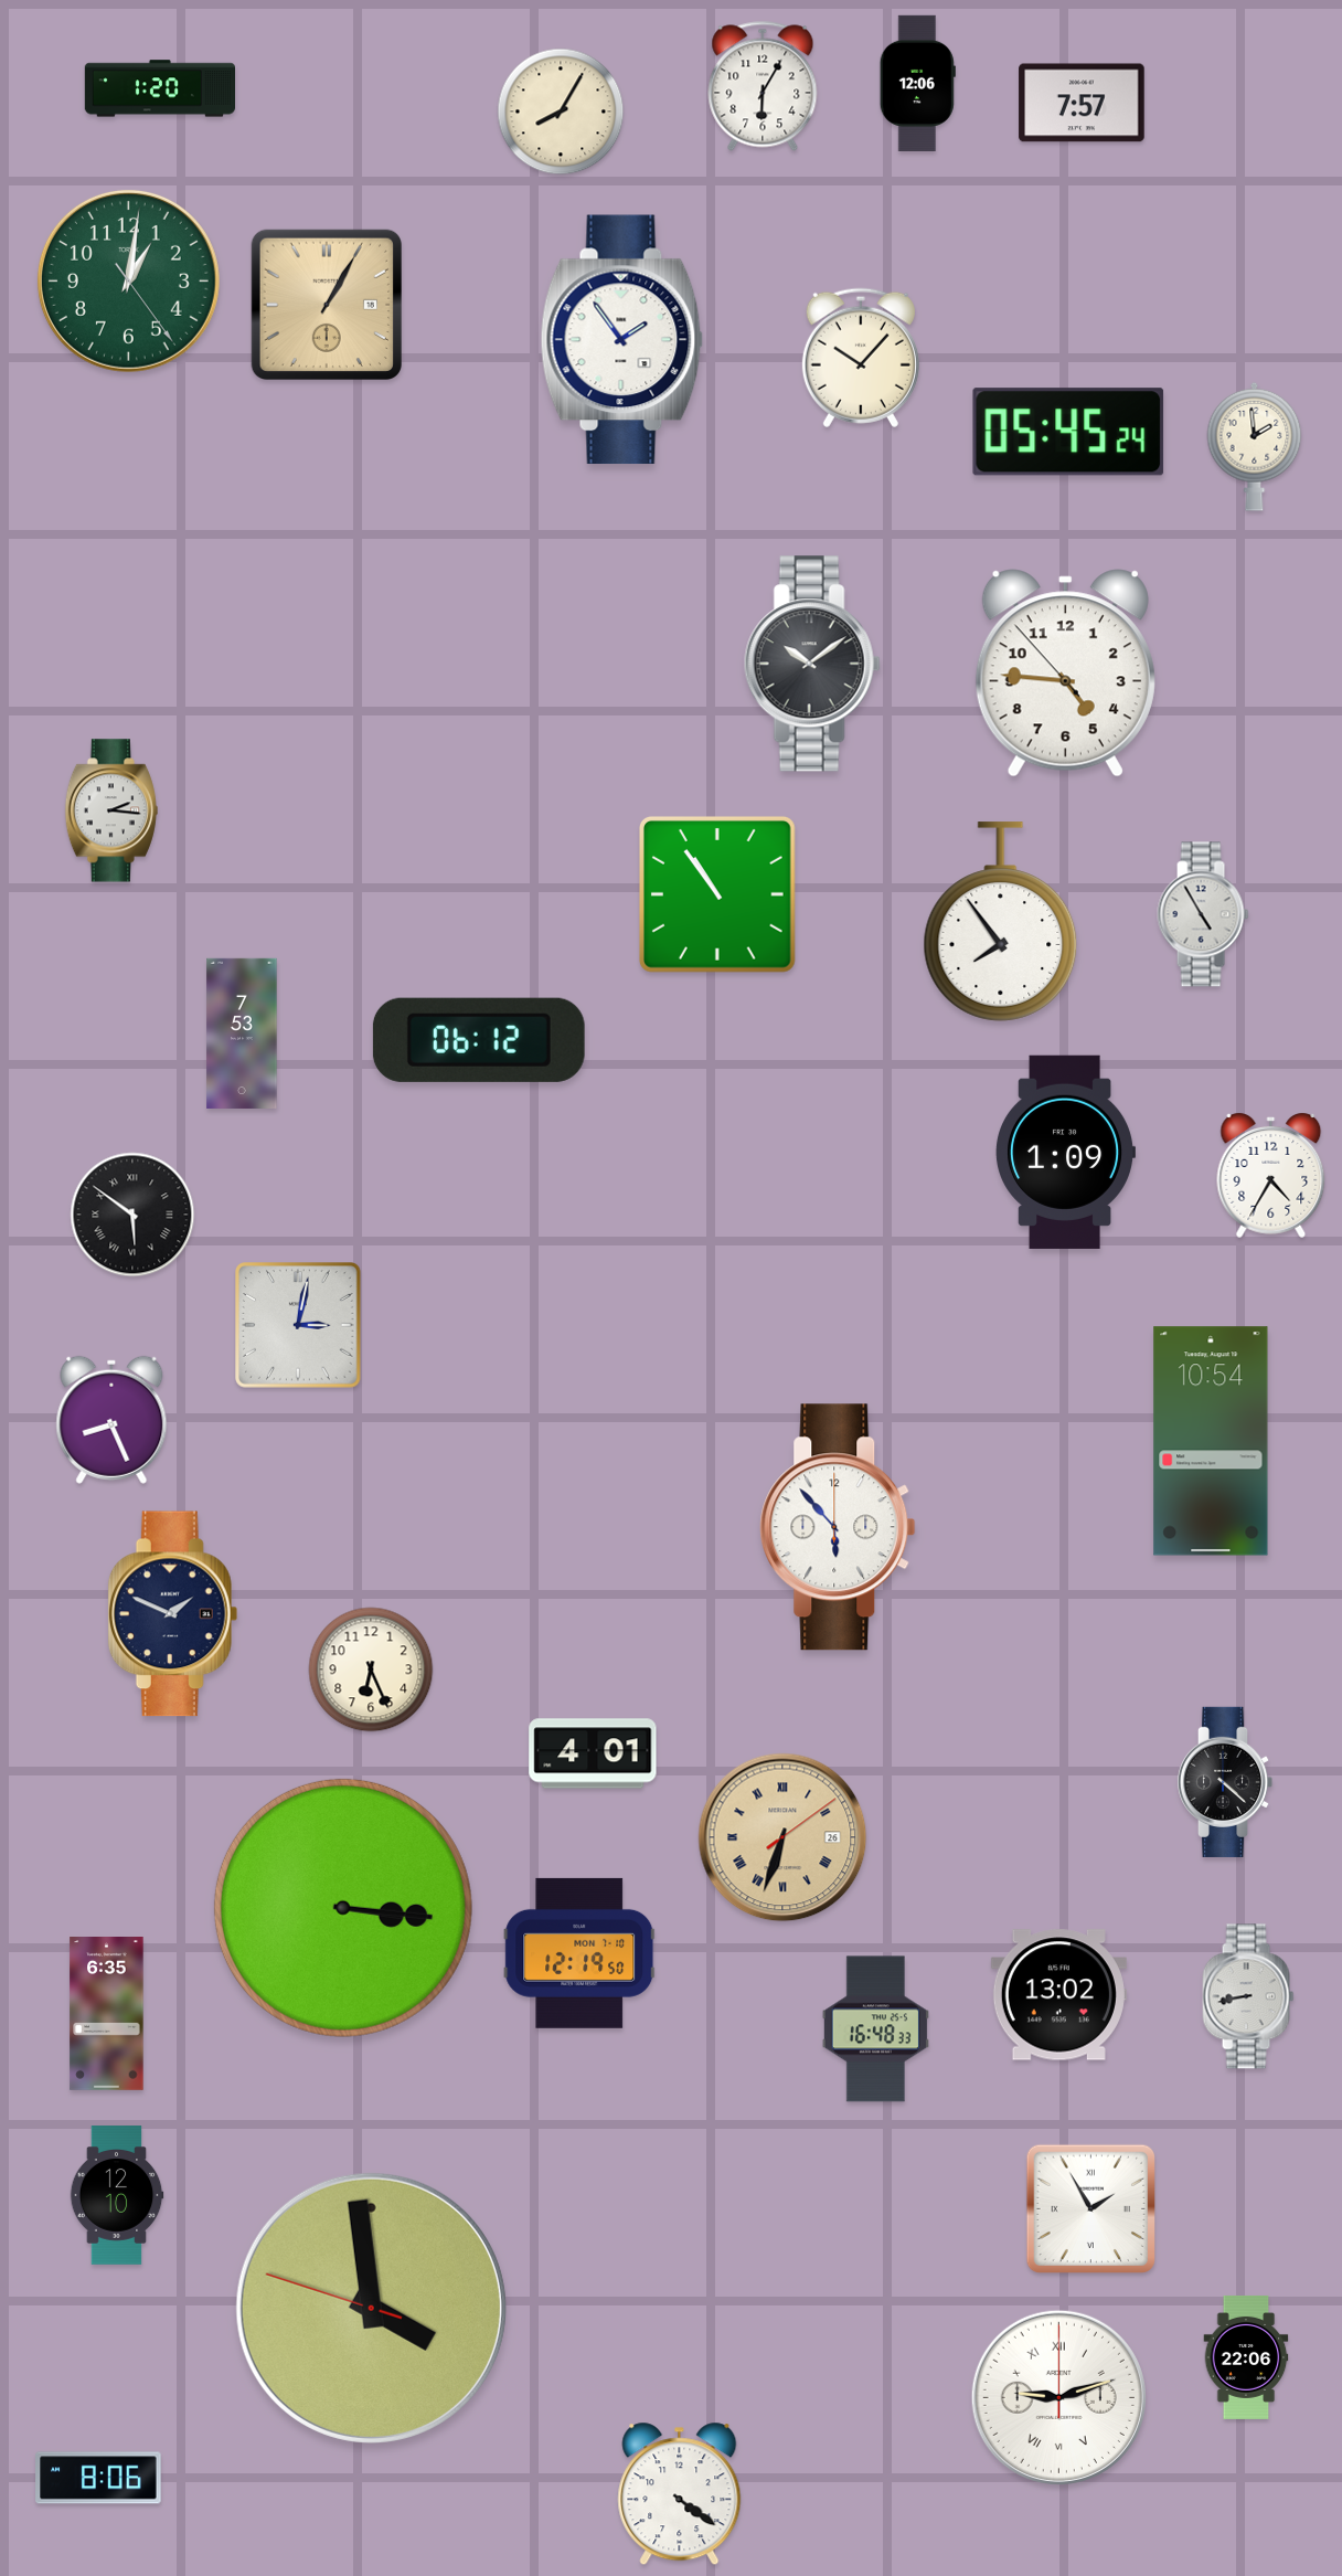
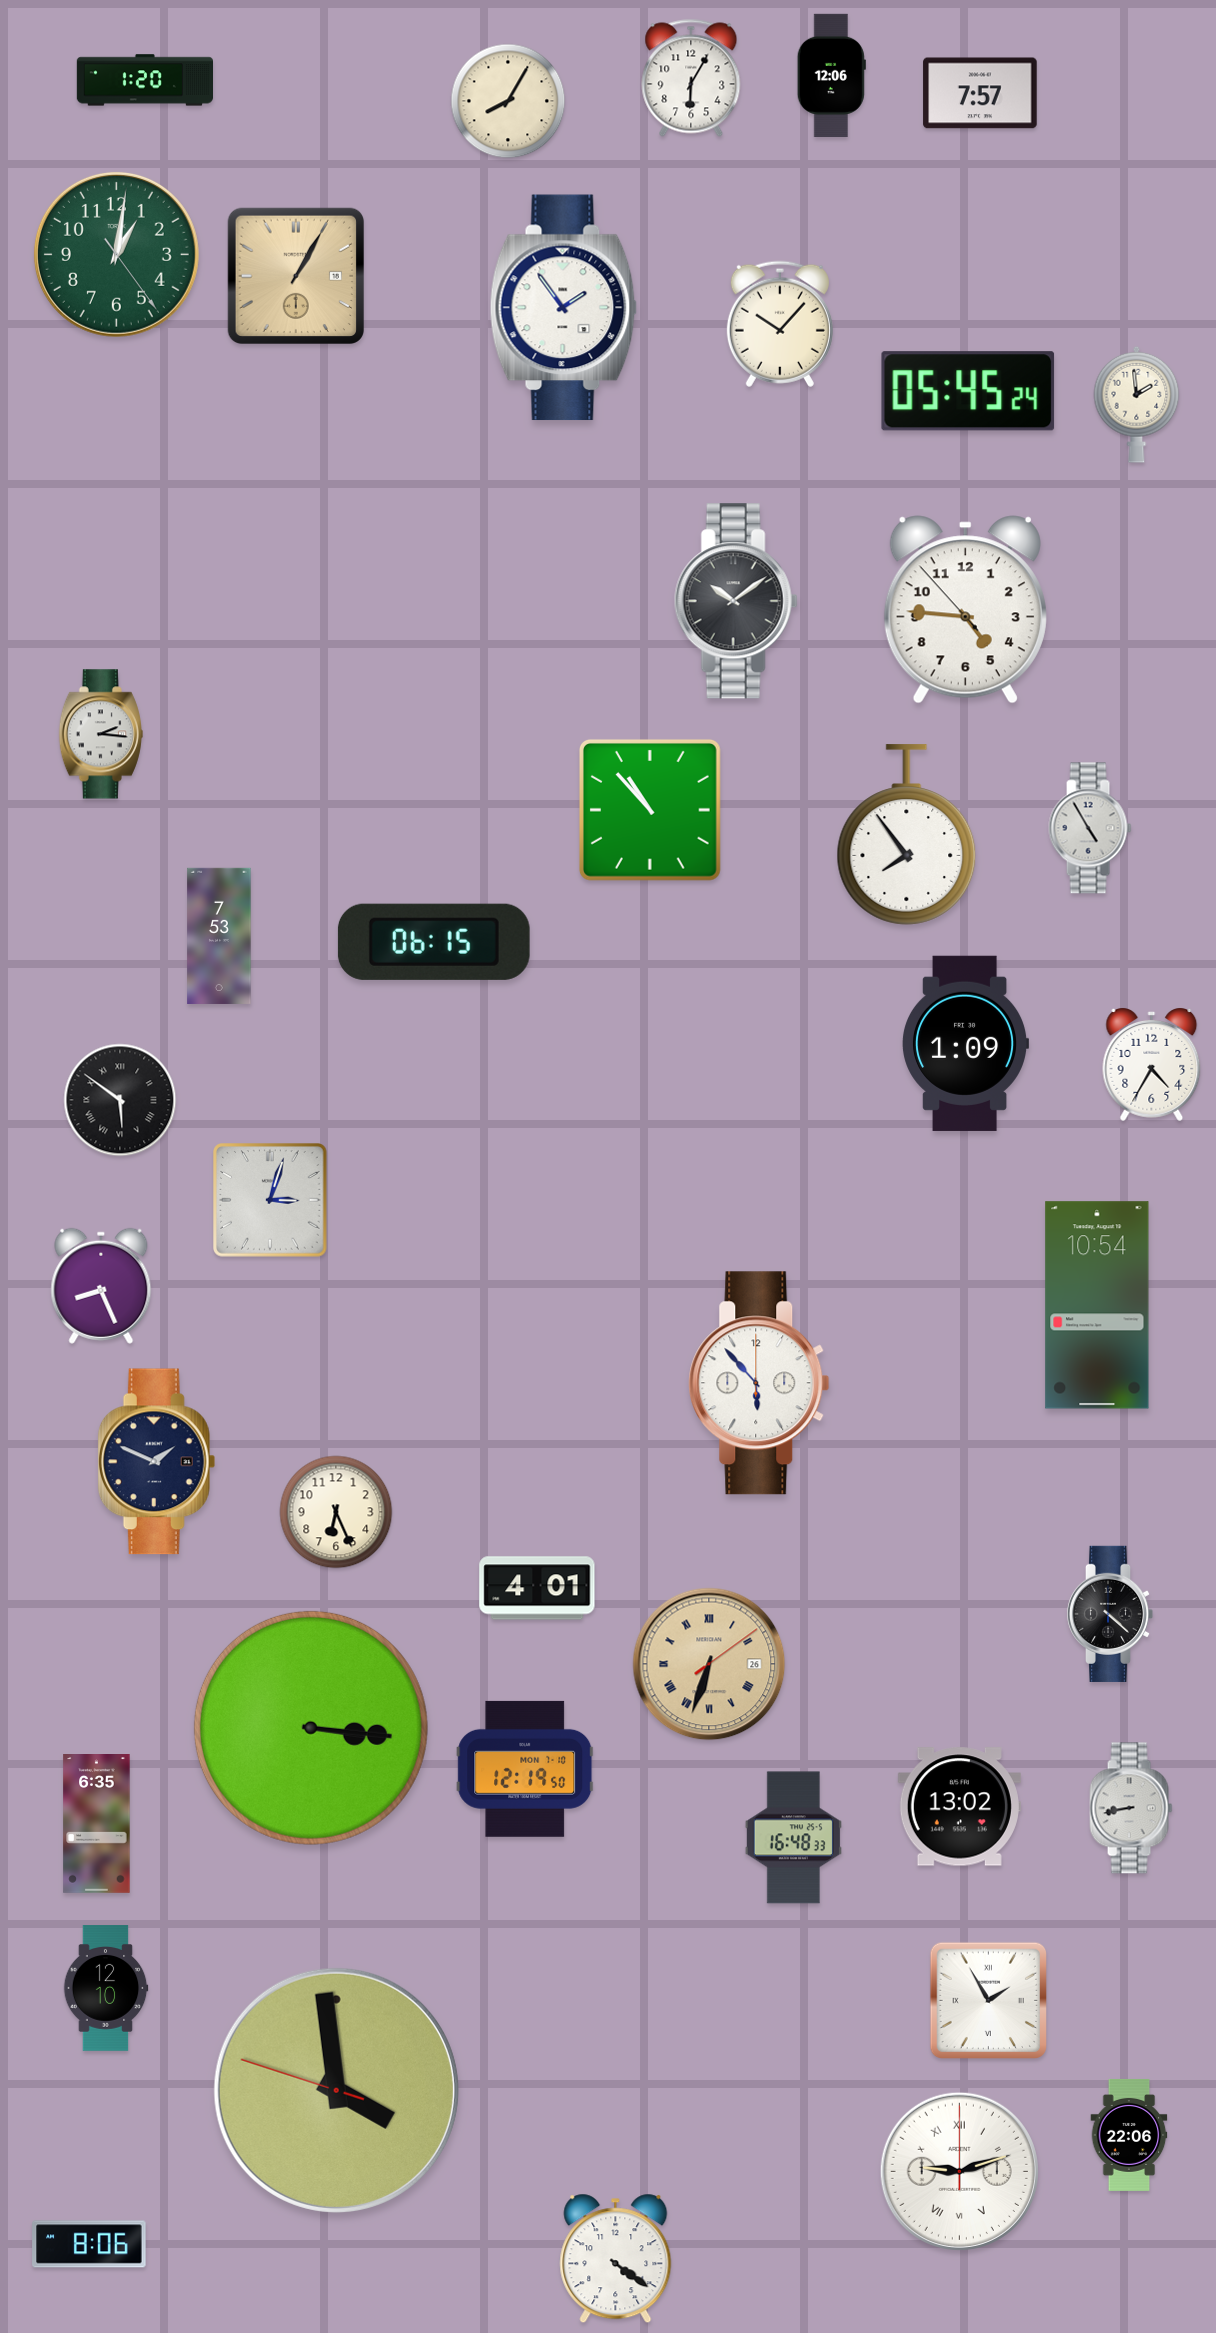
clock at (717, 894): 10:54 -> 10:53
clock at (479, 1040): 06:12 -> 06:15
clock at (299, 1326): 3:02 -> 3:03
